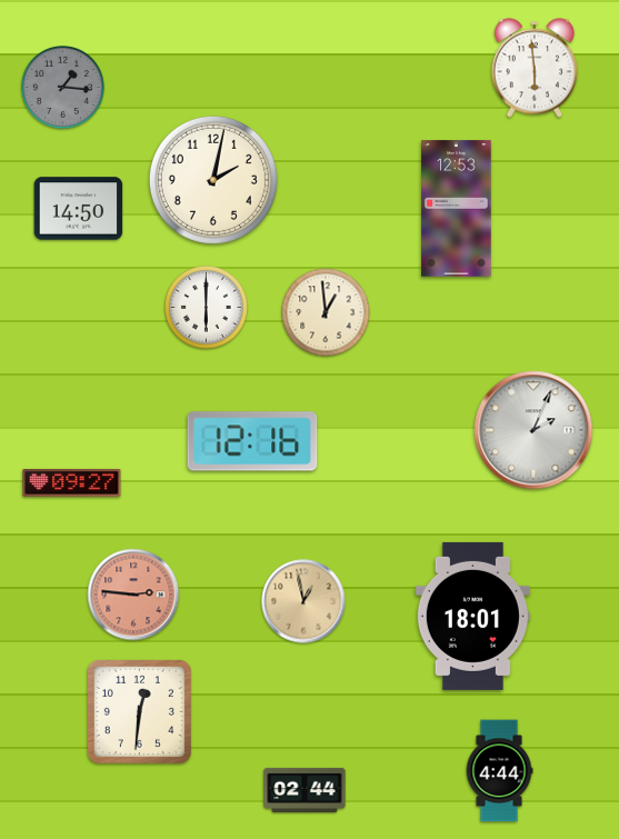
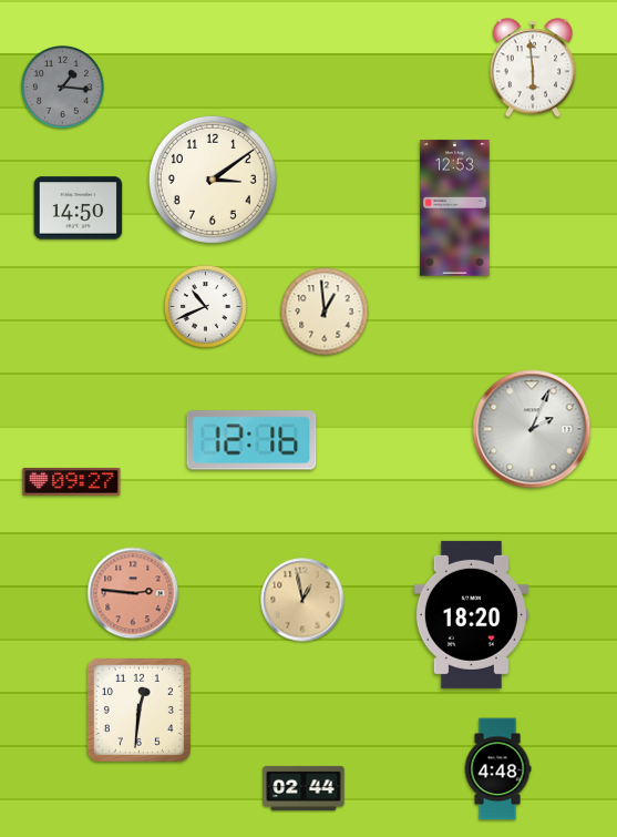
clock at (213, 180): 2:02 -> 3:09
clock at (207, 308): 6:00 -> 10:41
clock at (472, 616): 18:01 -> 18:20
clock at (499, 771): 4:44 -> 4:48
